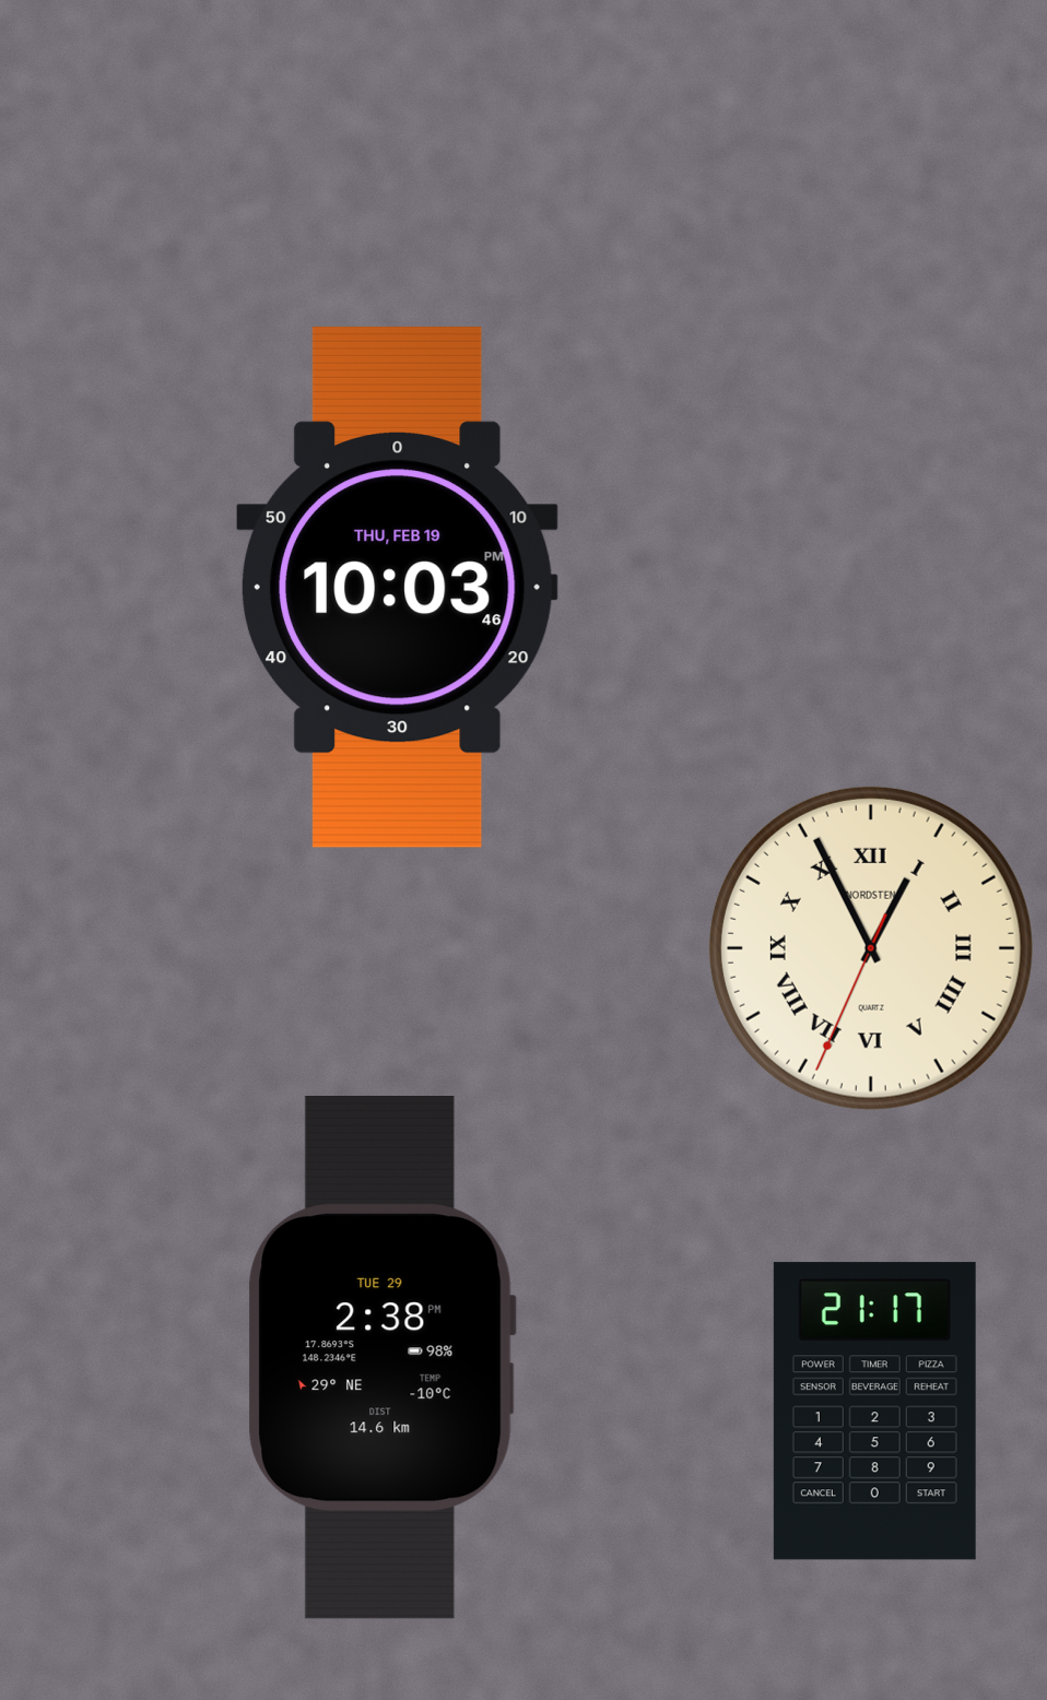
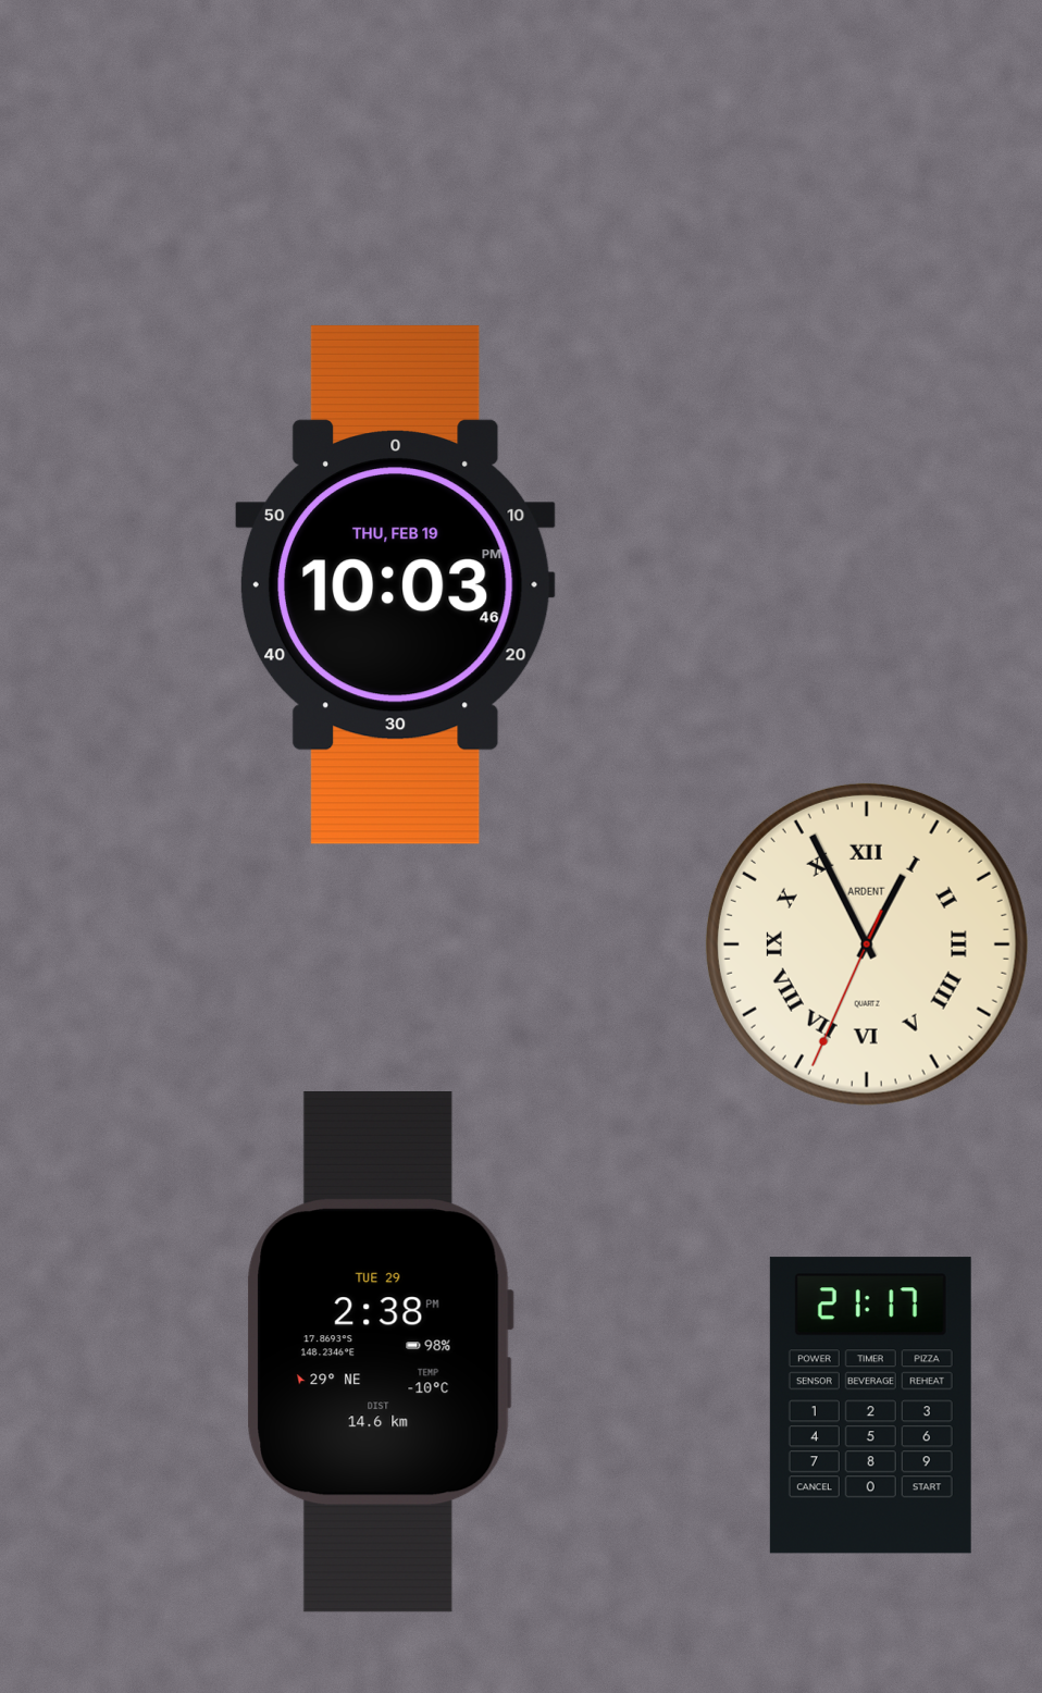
clock at (871, 948) brand: NORDSTEN -> ARDENT
